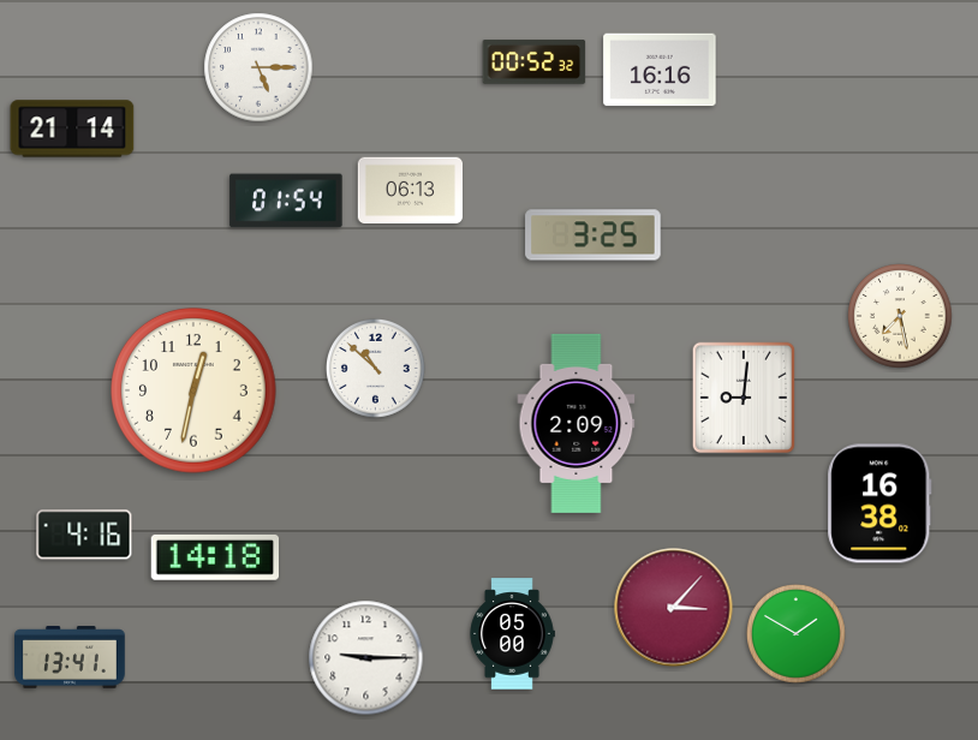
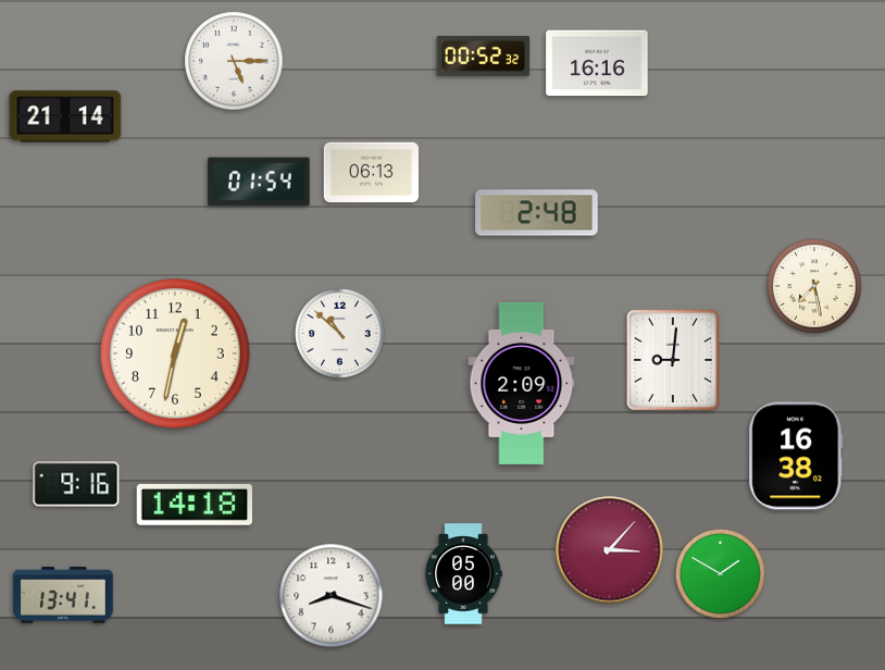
clock at (594, 235): 3:25 -> 2:48
clock at (84, 535): 4:16 -> 9:16
clock at (366, 658): 9:15 -> 8:18
